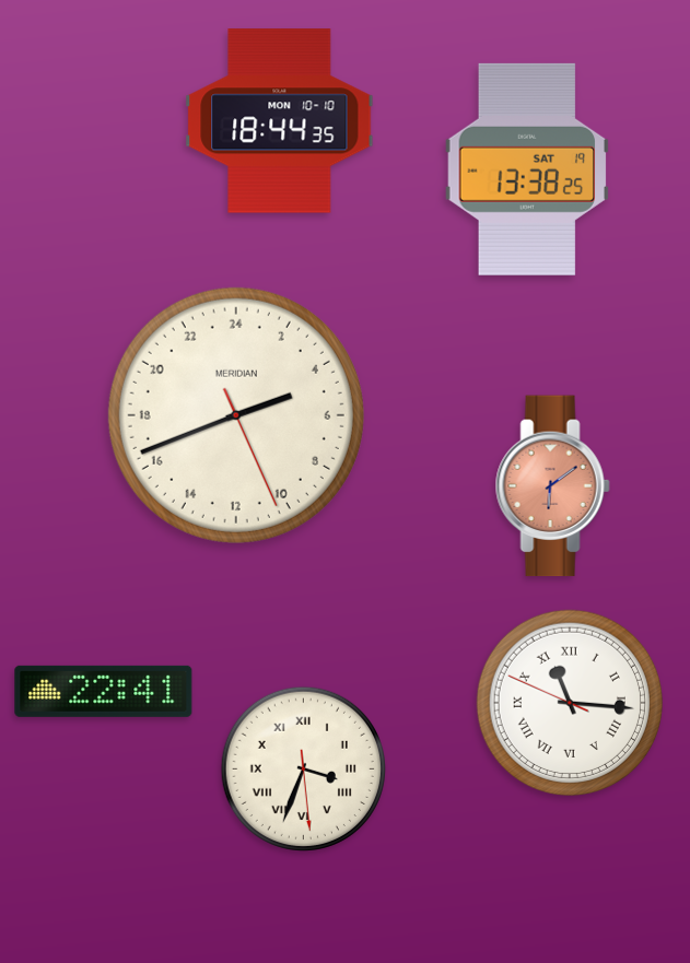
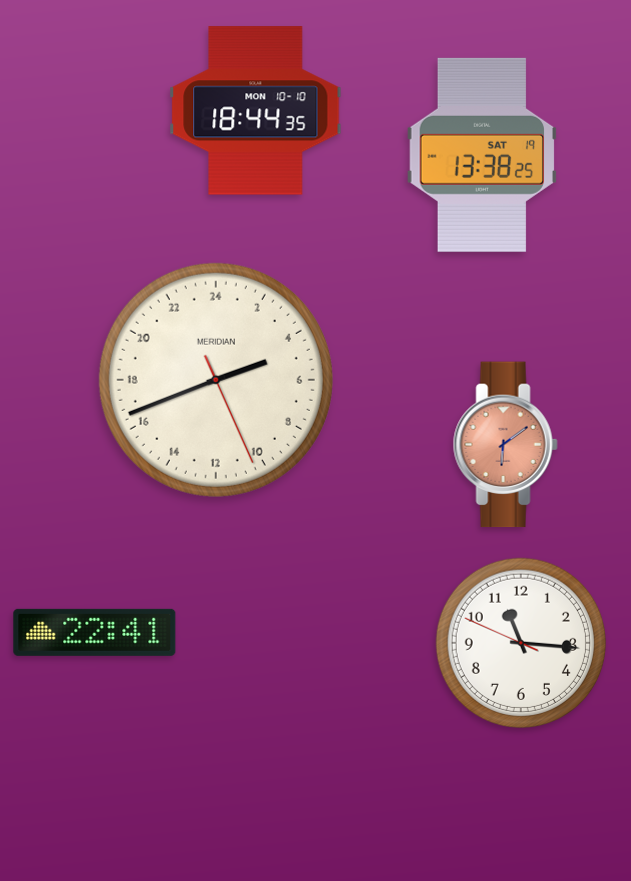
clock at (569, 702) numerals: Roman -> Arabic
clock at (303, 768): 3:33 -> none
